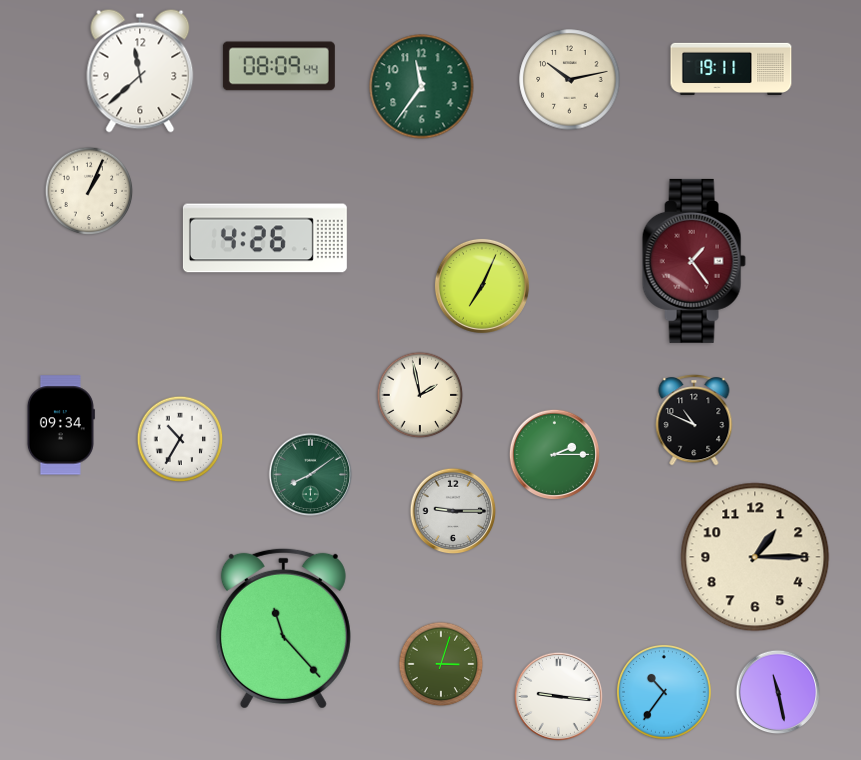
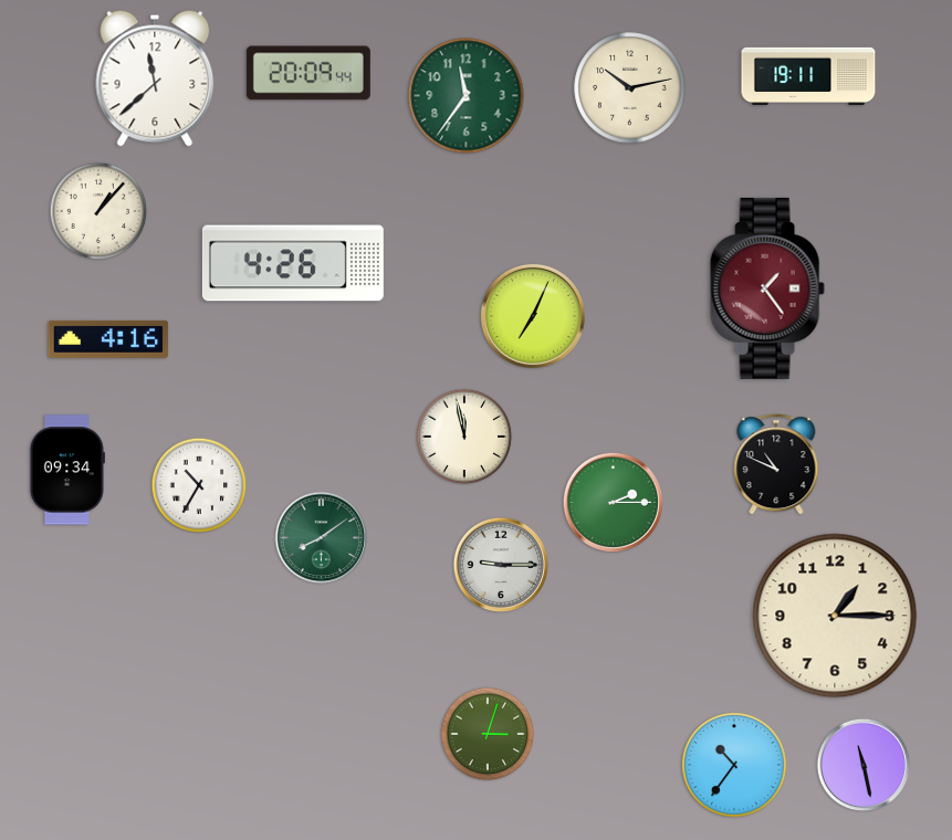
clock at (279, 66): 08:09 -> 20:09
clock at (89, 191): 1:04 -> 1:07
clock at (108, 339): none -> 4:16
clock at (420, 395): 1:58 -> 11:58
clock at (694, 420) position: (694, 420) -> (776, 464)
clock at (311, 475) position: (311, 475) -> (322, 538)
clock at (283, 628): 11:23 -> none
clock at (778, 692) position: (778, 692) -> (864, 765)
clock at (558, 696): 9:16 -> none
